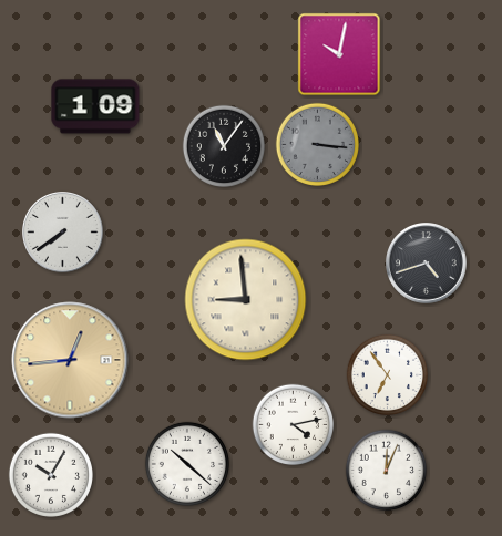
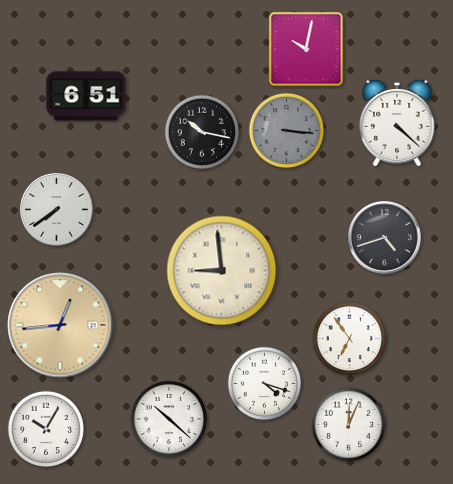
clock at (95, 106): 1:09 -> 6:51
clock at (397, 123): none -> 4:22
clock at (223, 145): 11:06 -> 10:17
clock at (70, 360) position: (70, 360) -> (60, 325)
clock at (294, 425): 4:13 -> 4:18
